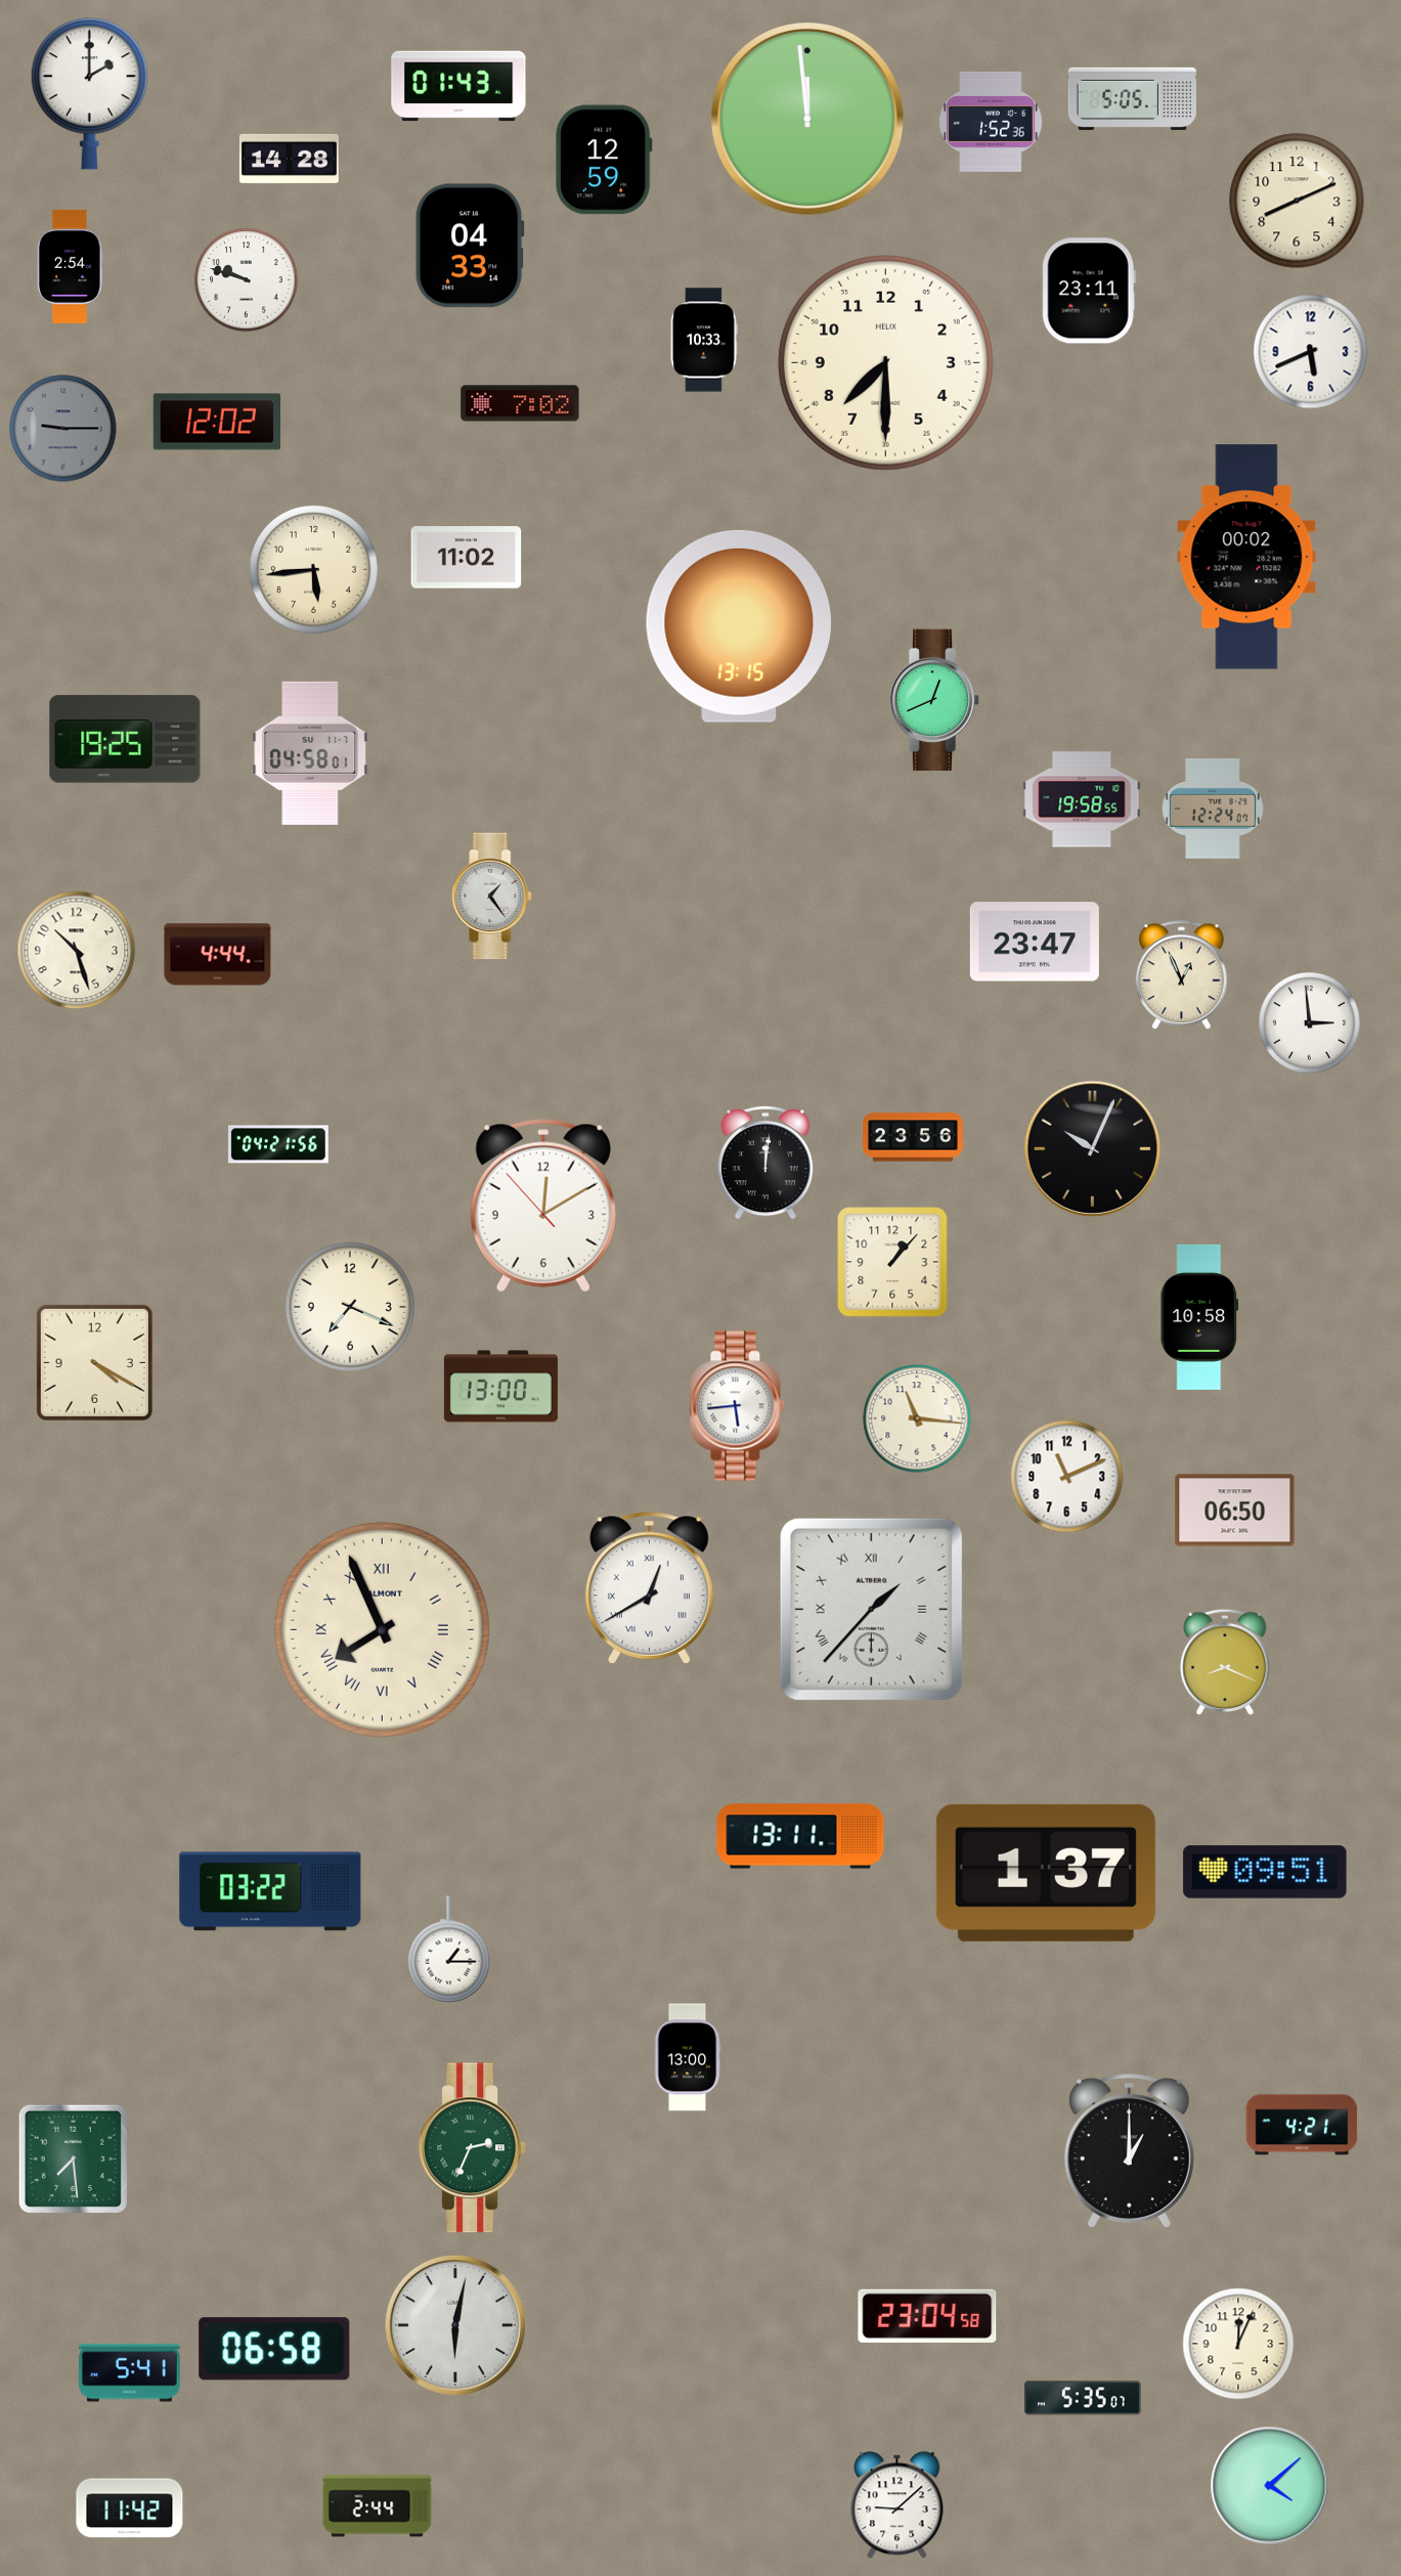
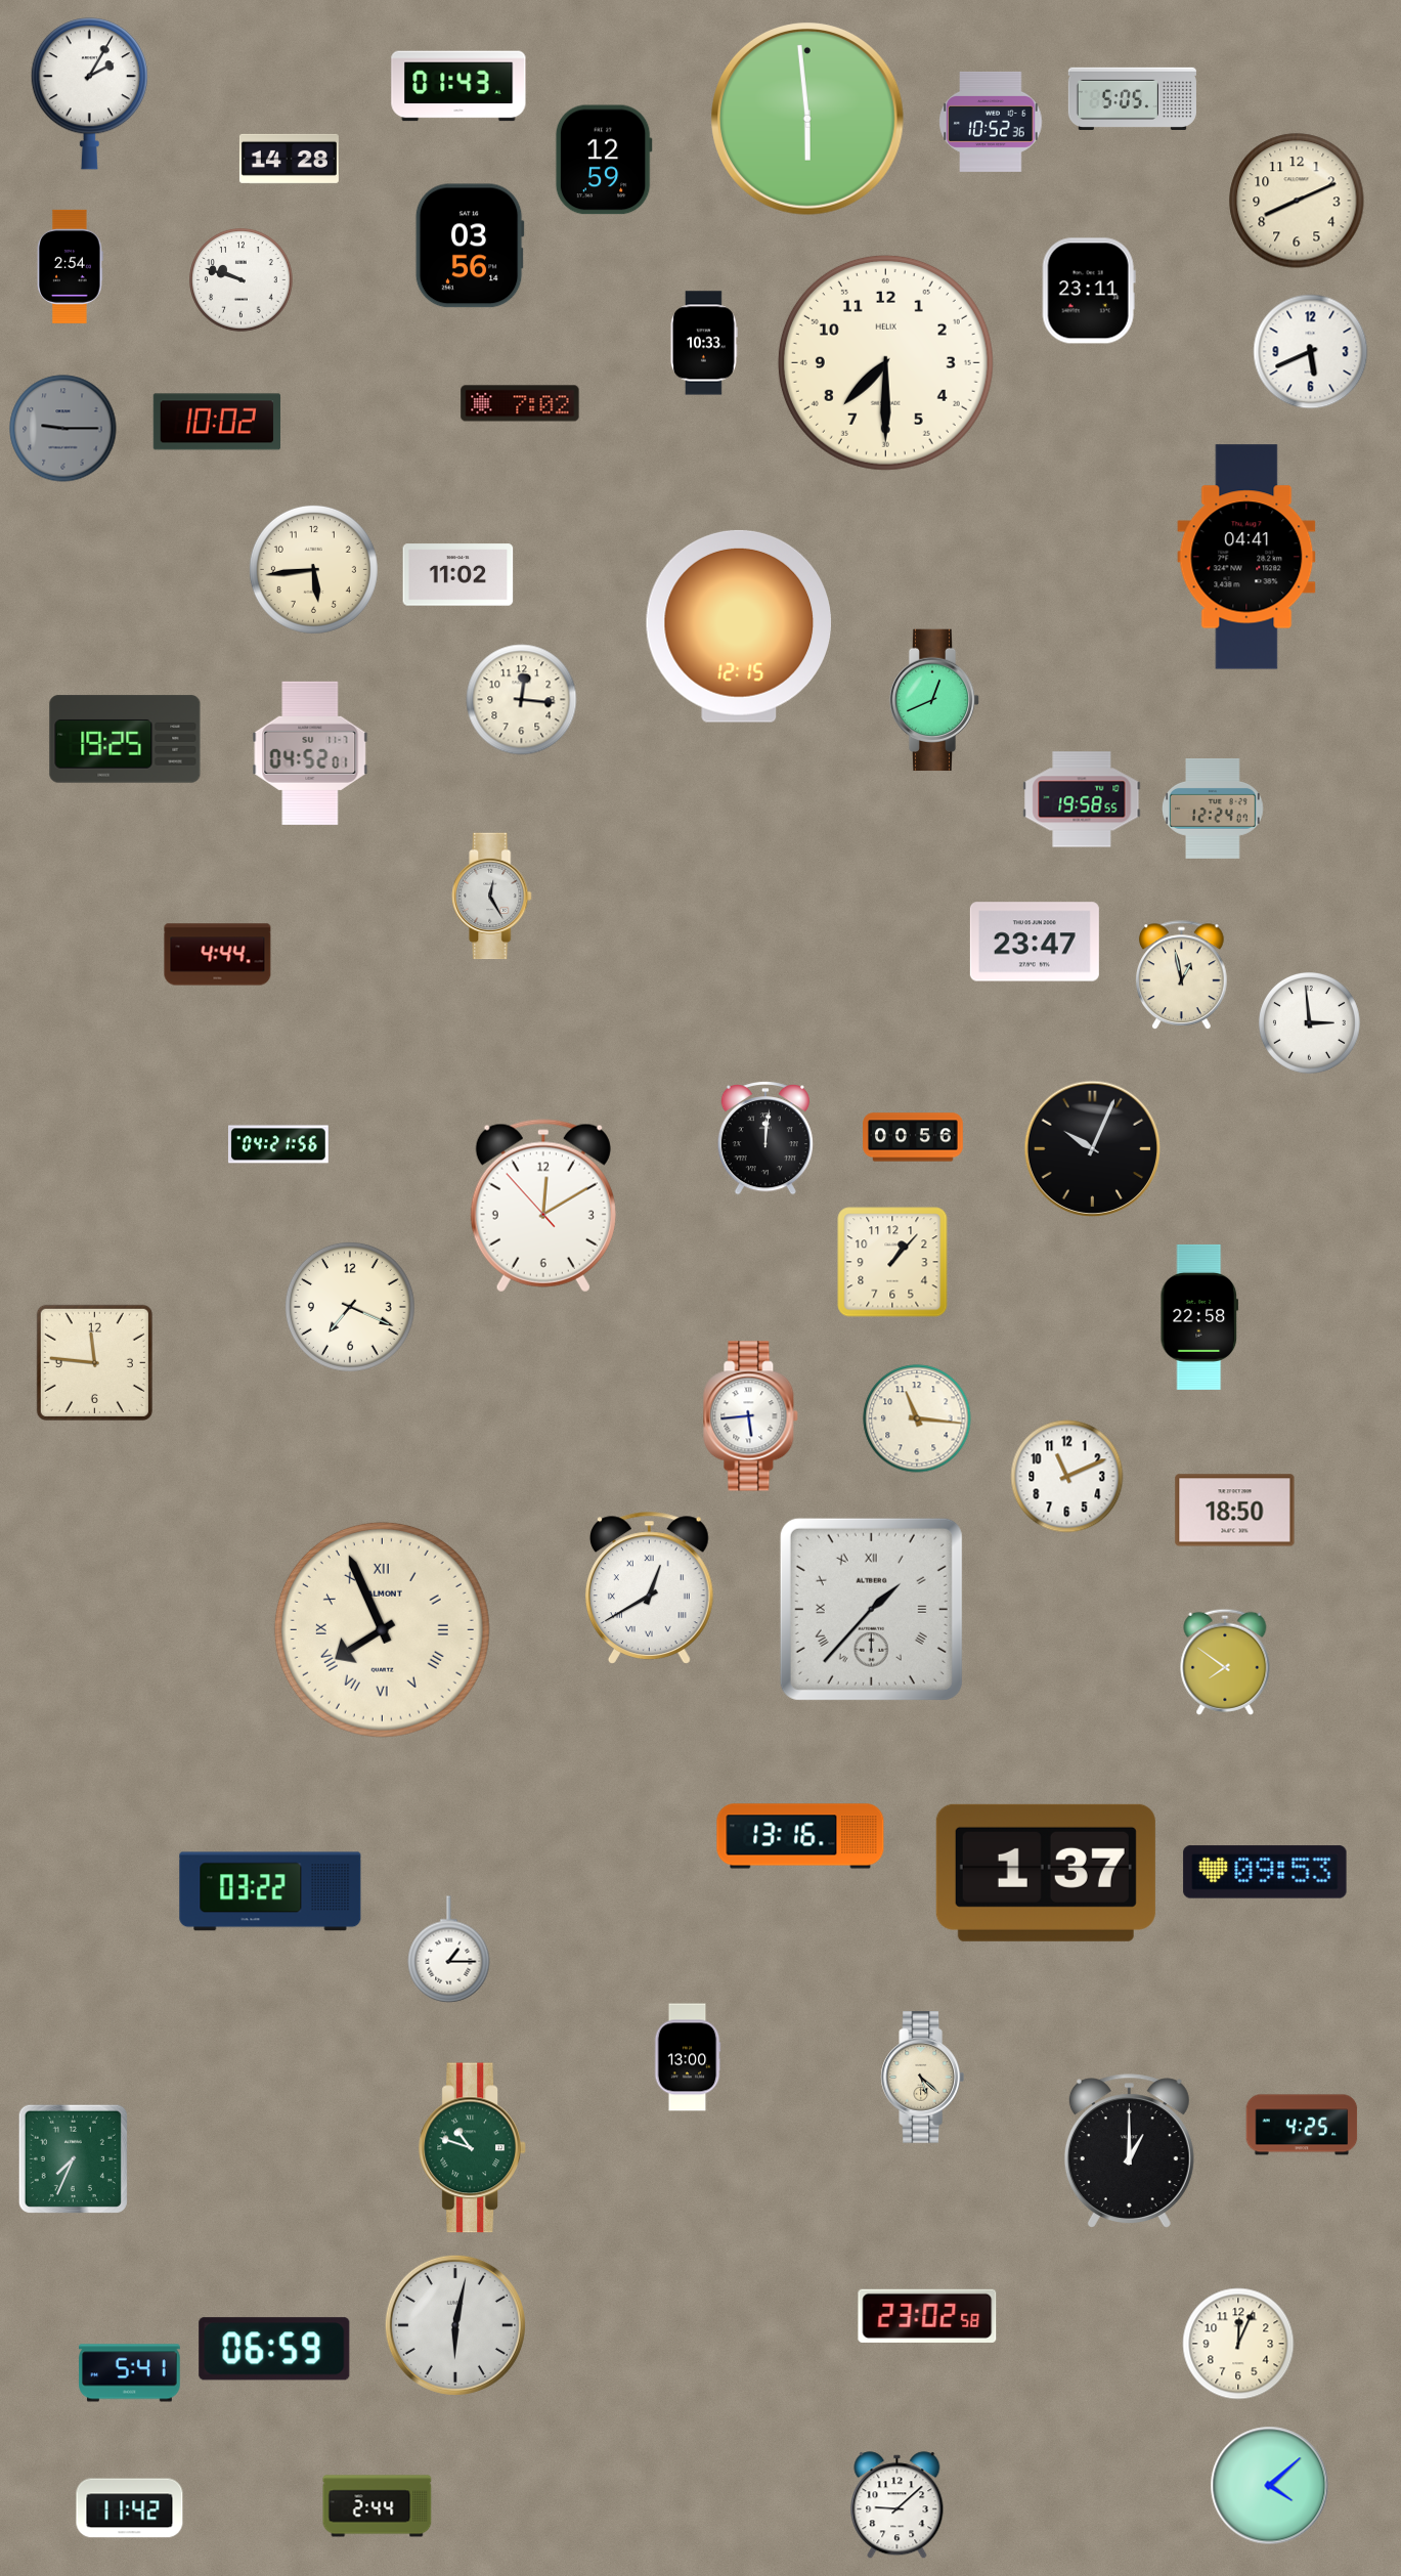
clock at (89, 94): 2:00 -> 2:05
clock at (808, 120): 11:59 -> 5:59
clock at (991, 122): 1:52 -> 10:52
clock at (470, 246): 04:33 -> 03:56
clock at (247, 280) position: (247, 280) -> (242, 280)
clock at (704, 340) position: (704, 340) -> (704, 343)
clock at (216, 422): 12:02 -> 10:02
clock at (1246, 557): 00:02 -> 04:41
clock at (467, 558) position: (467, 558) -> (458, 575)
clock at (738, 626): 13:15 -> 12:15
clock at (522, 700): none -> 12:16
clock at (310, 753): 04:58 -> 04:52
clock at (492, 897): 1:24 -> 12:25
clock at (77, 951): 10:27 -> none
clock at (1182, 975): 12:56 -> 12:58
clock at (913, 1137): 23:56 -> 00:56
clock at (765, 1163) position: (765, 1163) -> (765, 1138)
clock at (1199, 1317): 10:58 -> 22:58
clock at (94, 1362): 4:20 -> 11:46
clock at (500, 1387): 13:00 -> none
clock at (738, 1406) position: (738, 1406) -> (751, 1416)
clock at (1235, 1511): 06:50 -> 18:50
clock at (1225, 1662): 8:19 -> 7:51
clock at (800, 1836): 13:11 -> 13:16
clock at (1265, 1872): 09:51 -> 09:53
clock at (922, 2078): none -> 5:22
clock at (1302, 2125): 4:21 -> 4:25
clock at (473, 2148): 2:34 -> 10:48
clock at (73, 2158): 7:29 -> 7:34
clock at (927, 2316): 23:04 -> 23:02
clock at (274, 2349): 06:58 -> 06:59
clock at (1083, 2398): 5:35 -> none
